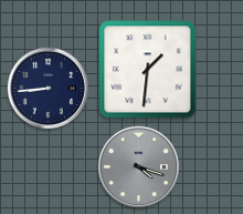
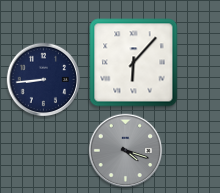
clock at (148, 70): 1:31 -> 6:07
